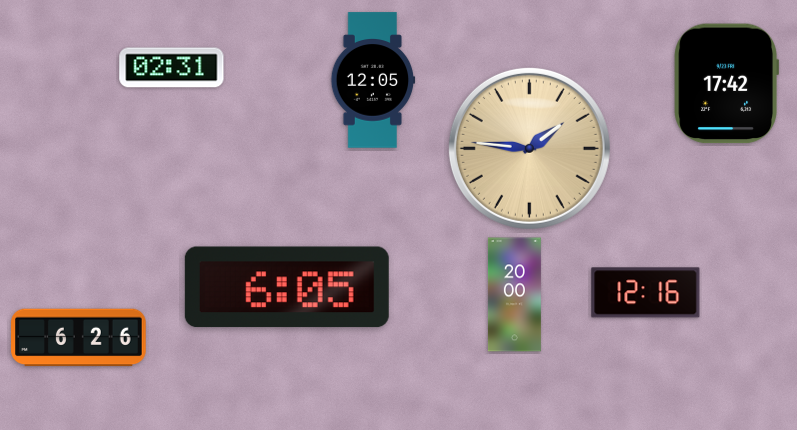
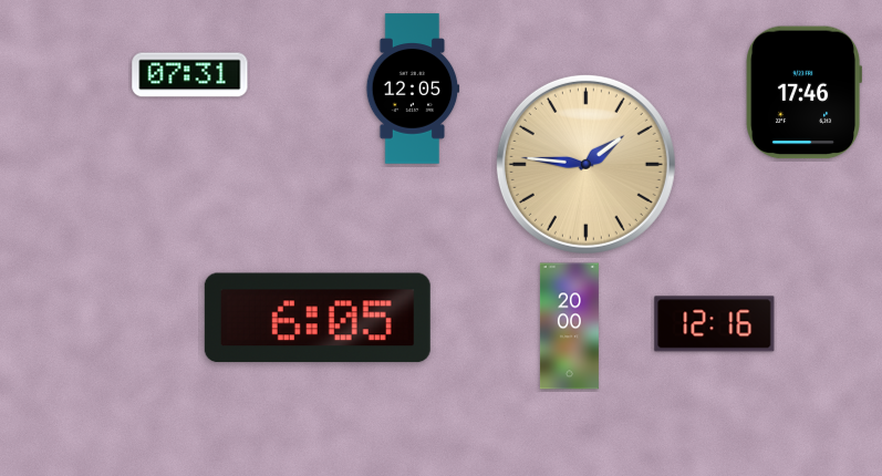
clock at (172, 68): 02:31 -> 07:31
clock at (726, 84): 17:42 -> 17:46
clock at (79, 338): 6:26 -> none
